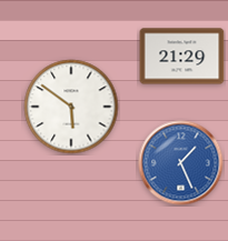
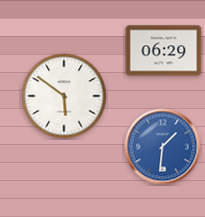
clock at (182, 57): 21:29 -> 06:29
clock at (181, 163): 1:26 -> 1:31
